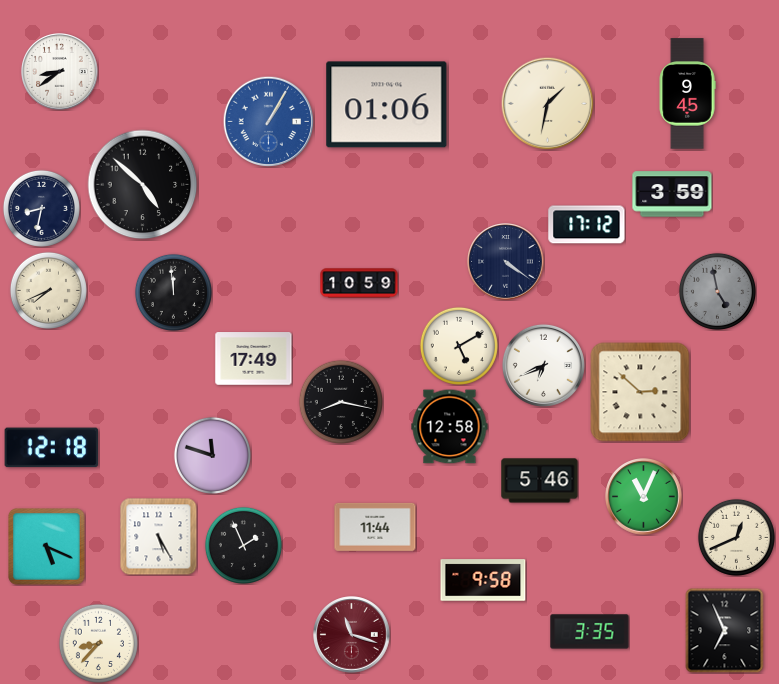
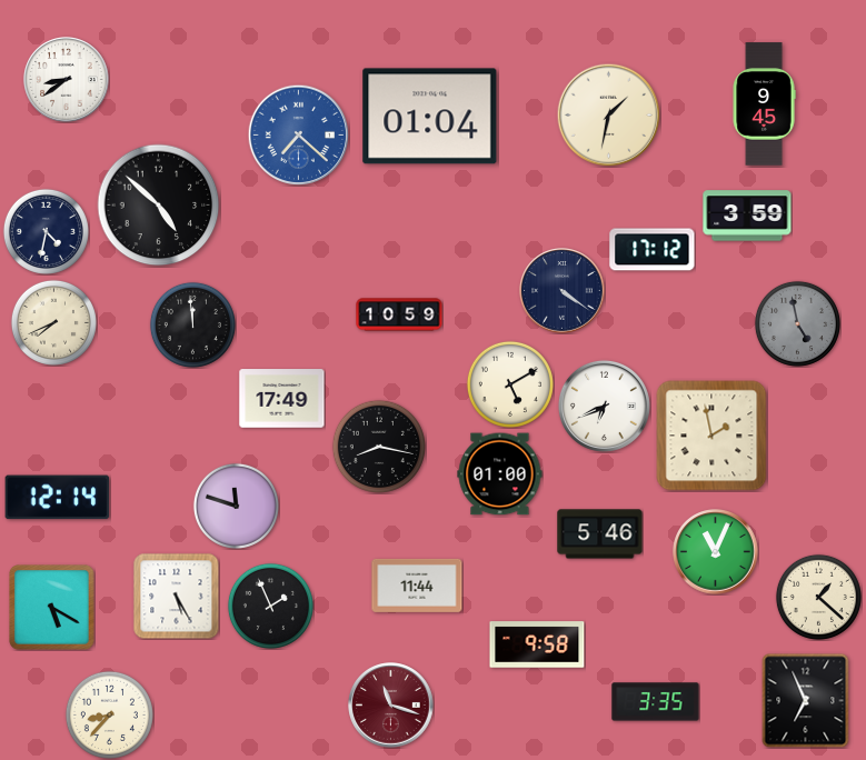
clock at (387, 105): 01:06 -> 01:04
clock at (268, 121): 1:05 -> 7:22
clock at (41, 208): 8:32 -> 4:32
clock at (640, 392): 2:52 -> 1:58
clock at (450, 427): 12:58 -> 01:00
clock at (52, 448): 12:18 -> 12:14
clock at (736, 537): 12:41 -> 1:22
clock at (47, 547): 5:19 -> 5:20
